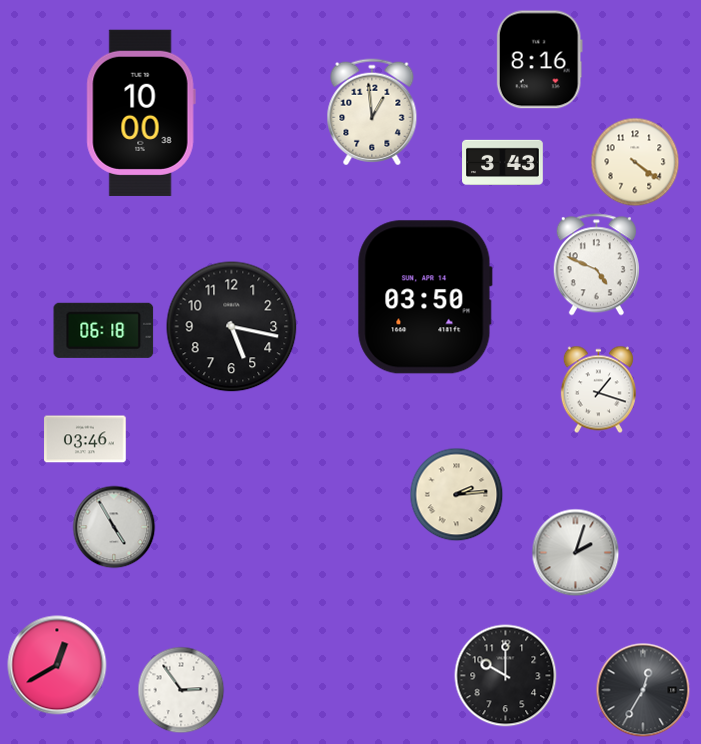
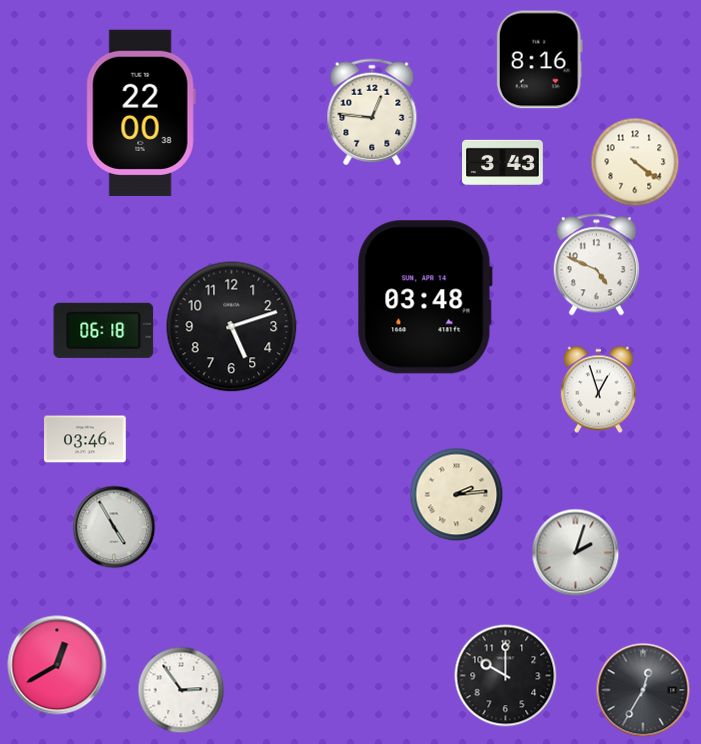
clock at (372, 112): 12:59 -> 12:46
clock at (141, 113): 10:00 -> 22:00
clock at (425, 297): 03:50 -> 03:48
clock at (232, 327): 5:17 -> 5:12
clock at (598, 390): 1:18 -> 12:57
